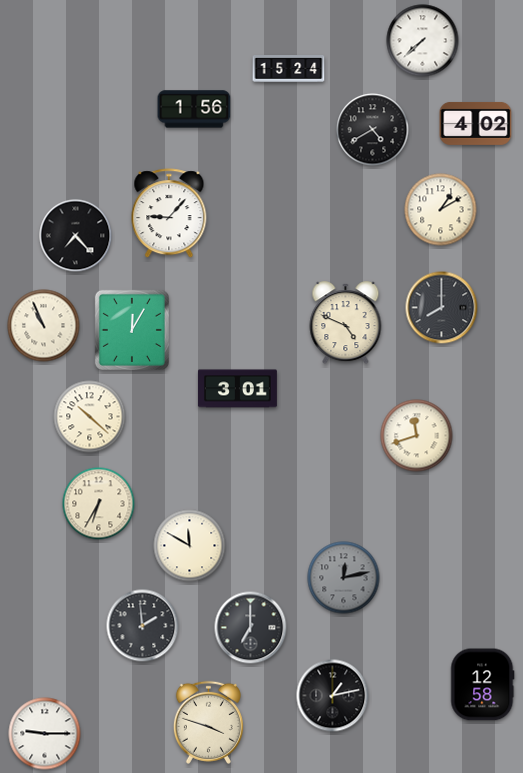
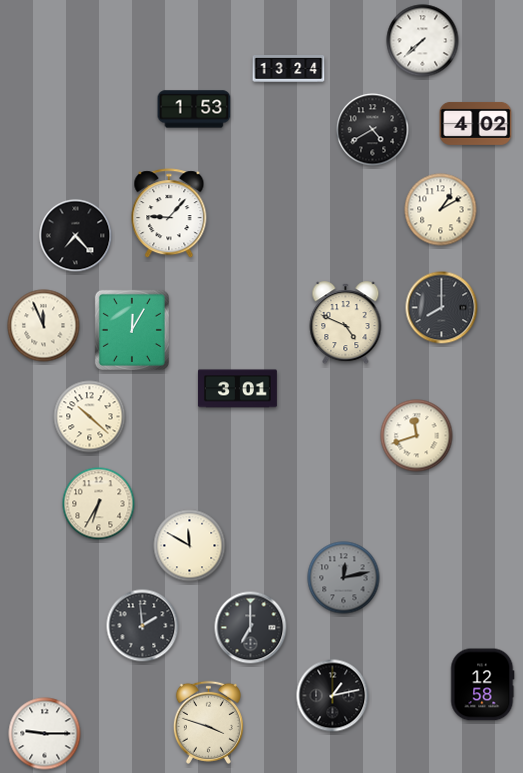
clock at (289, 69): 15:24 -> 13:24
clock at (194, 109): 1:56 -> 1:53
clock at (44, 326): 10:56 -> 11:56
